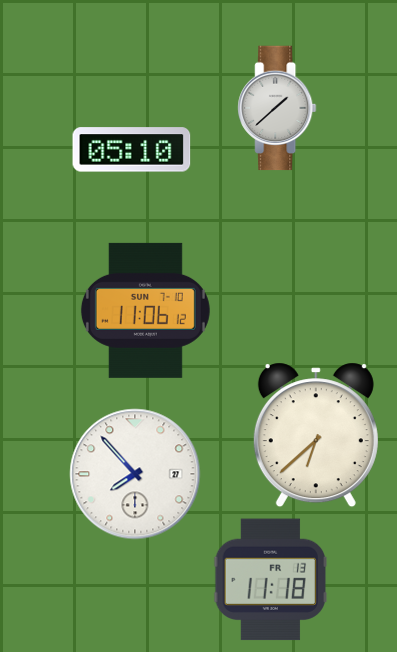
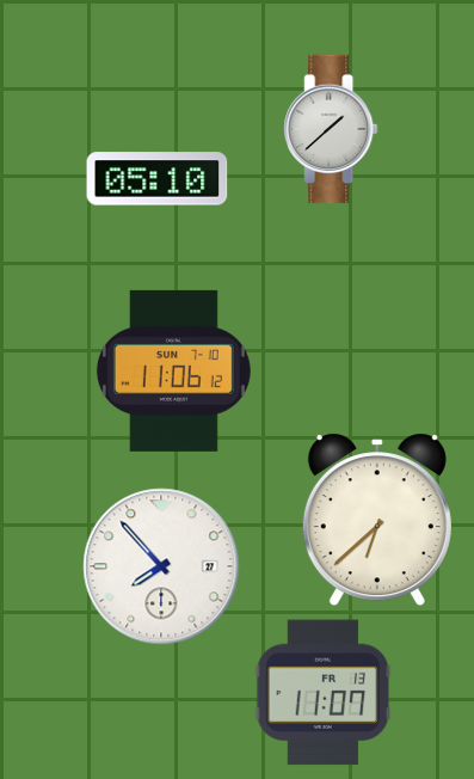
clock at (270, 580): 11:18 -> 11:07
